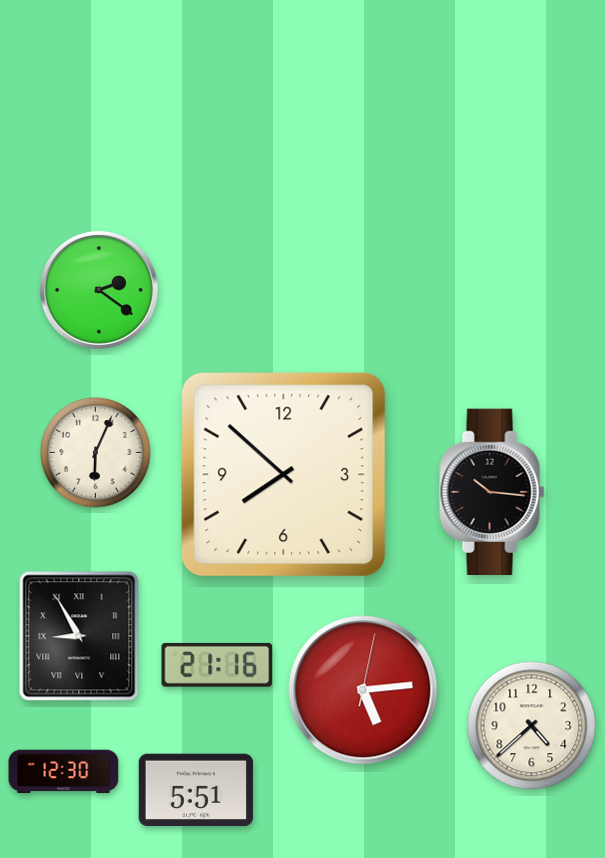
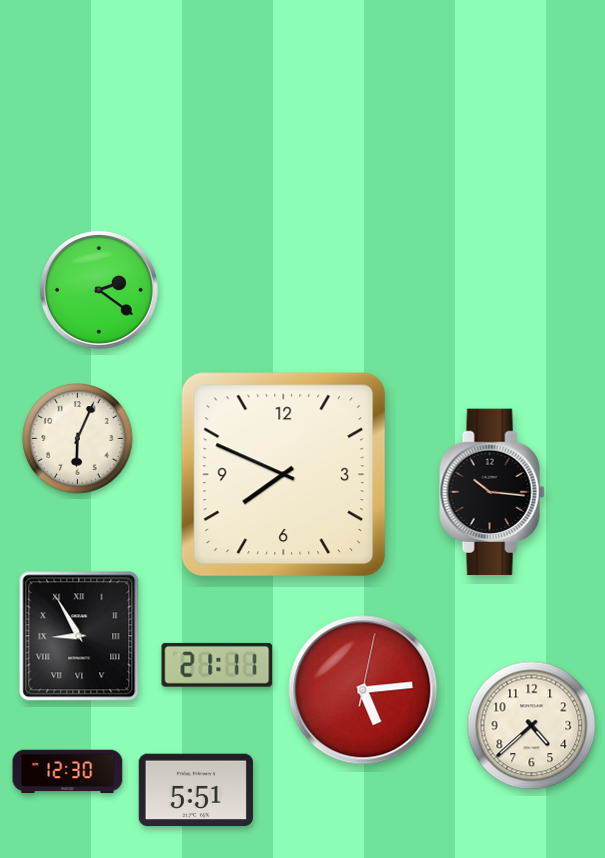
clock at (96, 453) position: (96, 453) -> (78, 439)
clock at (284, 475): 7:52 -> 7:49
clock at (217, 665): 21:16 -> 21:11
clock at (64, 772) position: (64, 772) -> (68, 772)
